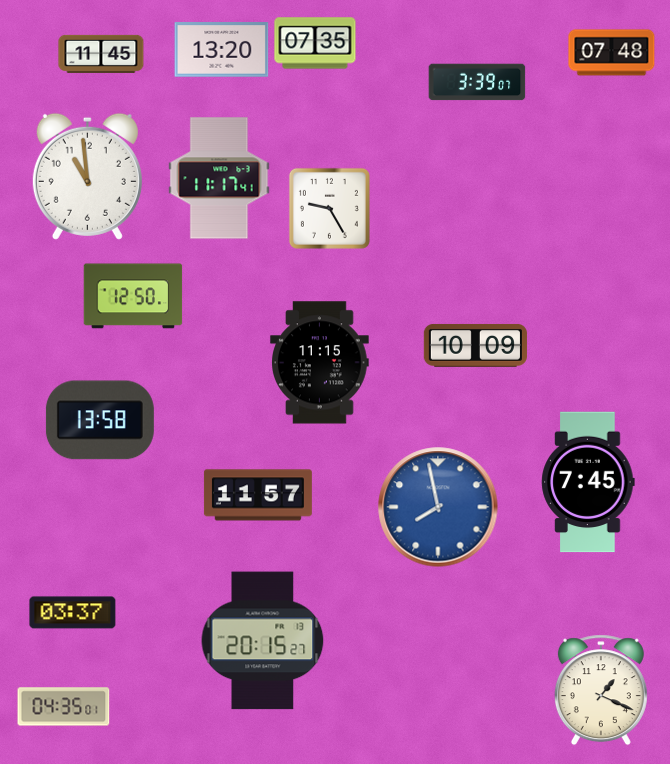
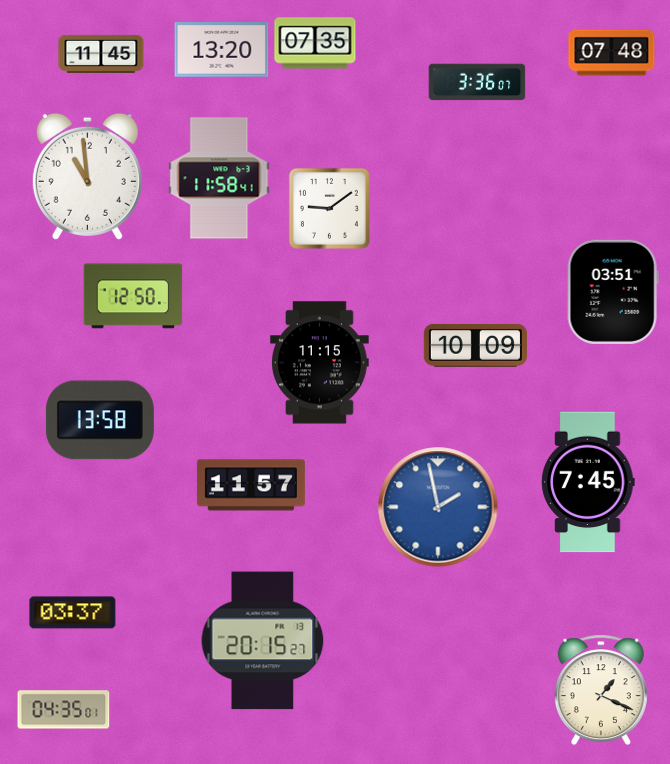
clock at (477, 82): 3:39 -> 3:36
clock at (219, 178): 11:17 -> 11:58
clock at (329, 208): 9:25 -> 9:09
clock at (613, 292): none -> 03:51
clock at (258, 495) position: (258, 495) -> (251, 485)
clock at (438, 507): 7:58 -> 1:58
clock at (64, 707) position: (64, 707) -> (64, 710)
